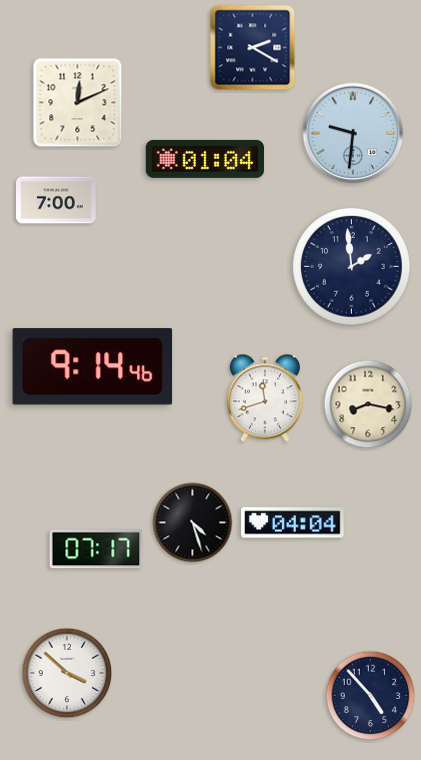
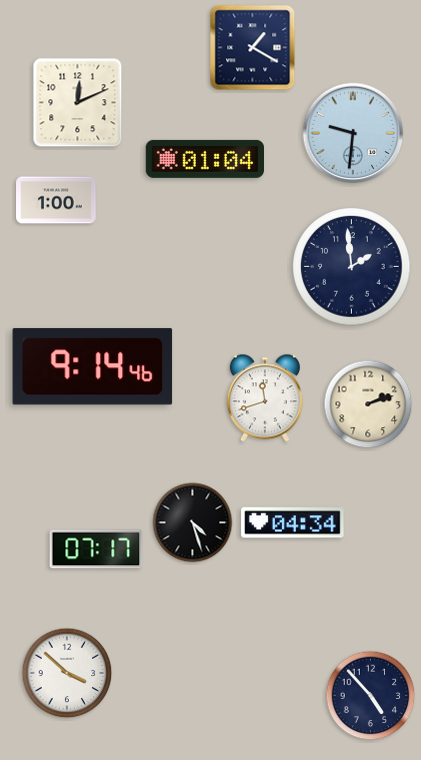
clock at (253, 48): 2:20 -> 1:20
clock at (56, 200): 7:00 -> 1:00
clock at (368, 404): 8:17 -> 2:12
clock at (293, 523): 04:04 -> 04:34
